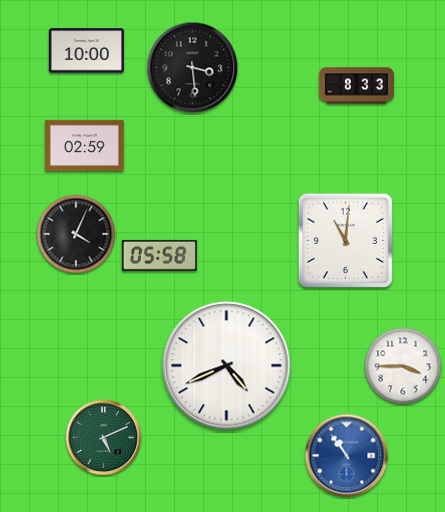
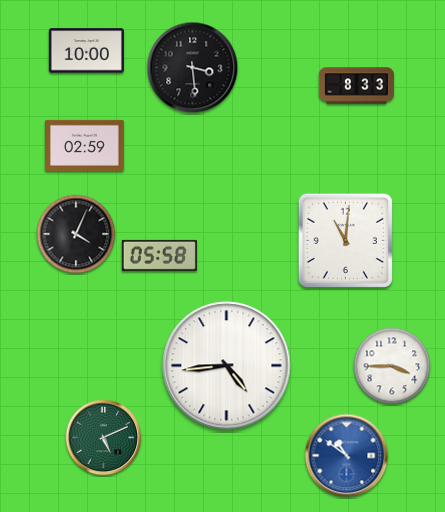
clock at (227, 366): 4:41 -> 4:44
clock at (403, 366) position: (403, 366) -> (392, 366)
clock at (347, 456): 10:54 -> 10:51
